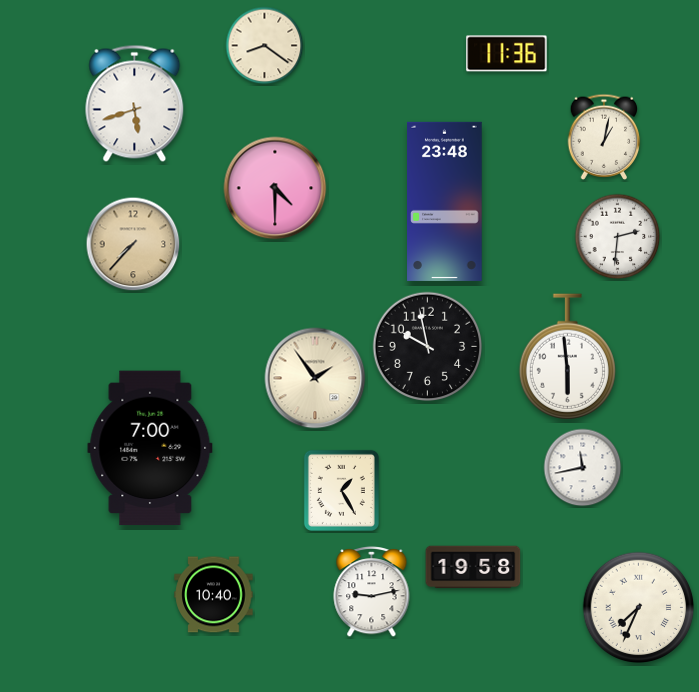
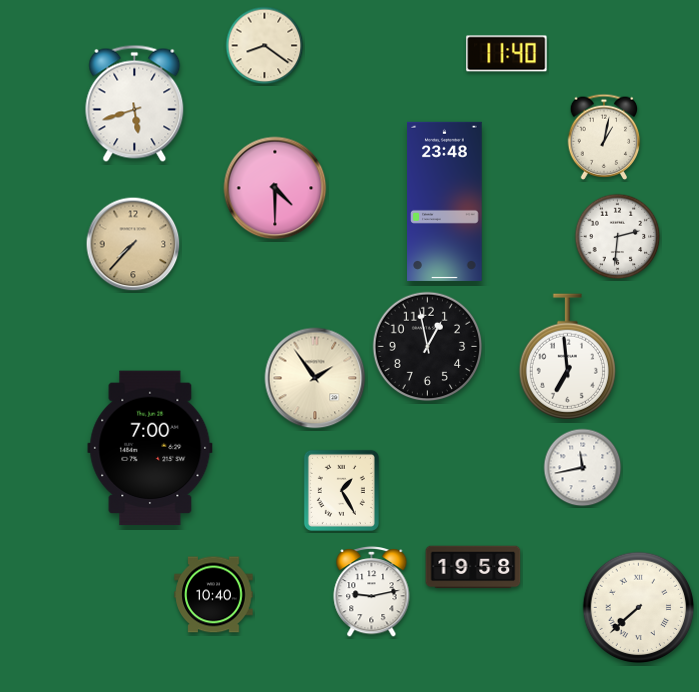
clock at (507, 54): 11:36 -> 11:40
clock at (428, 347): 9:58 -> 12:58
clock at (567, 357): 5:59 -> 6:59
clock at (639, 608): 7:34 -> 7:38
